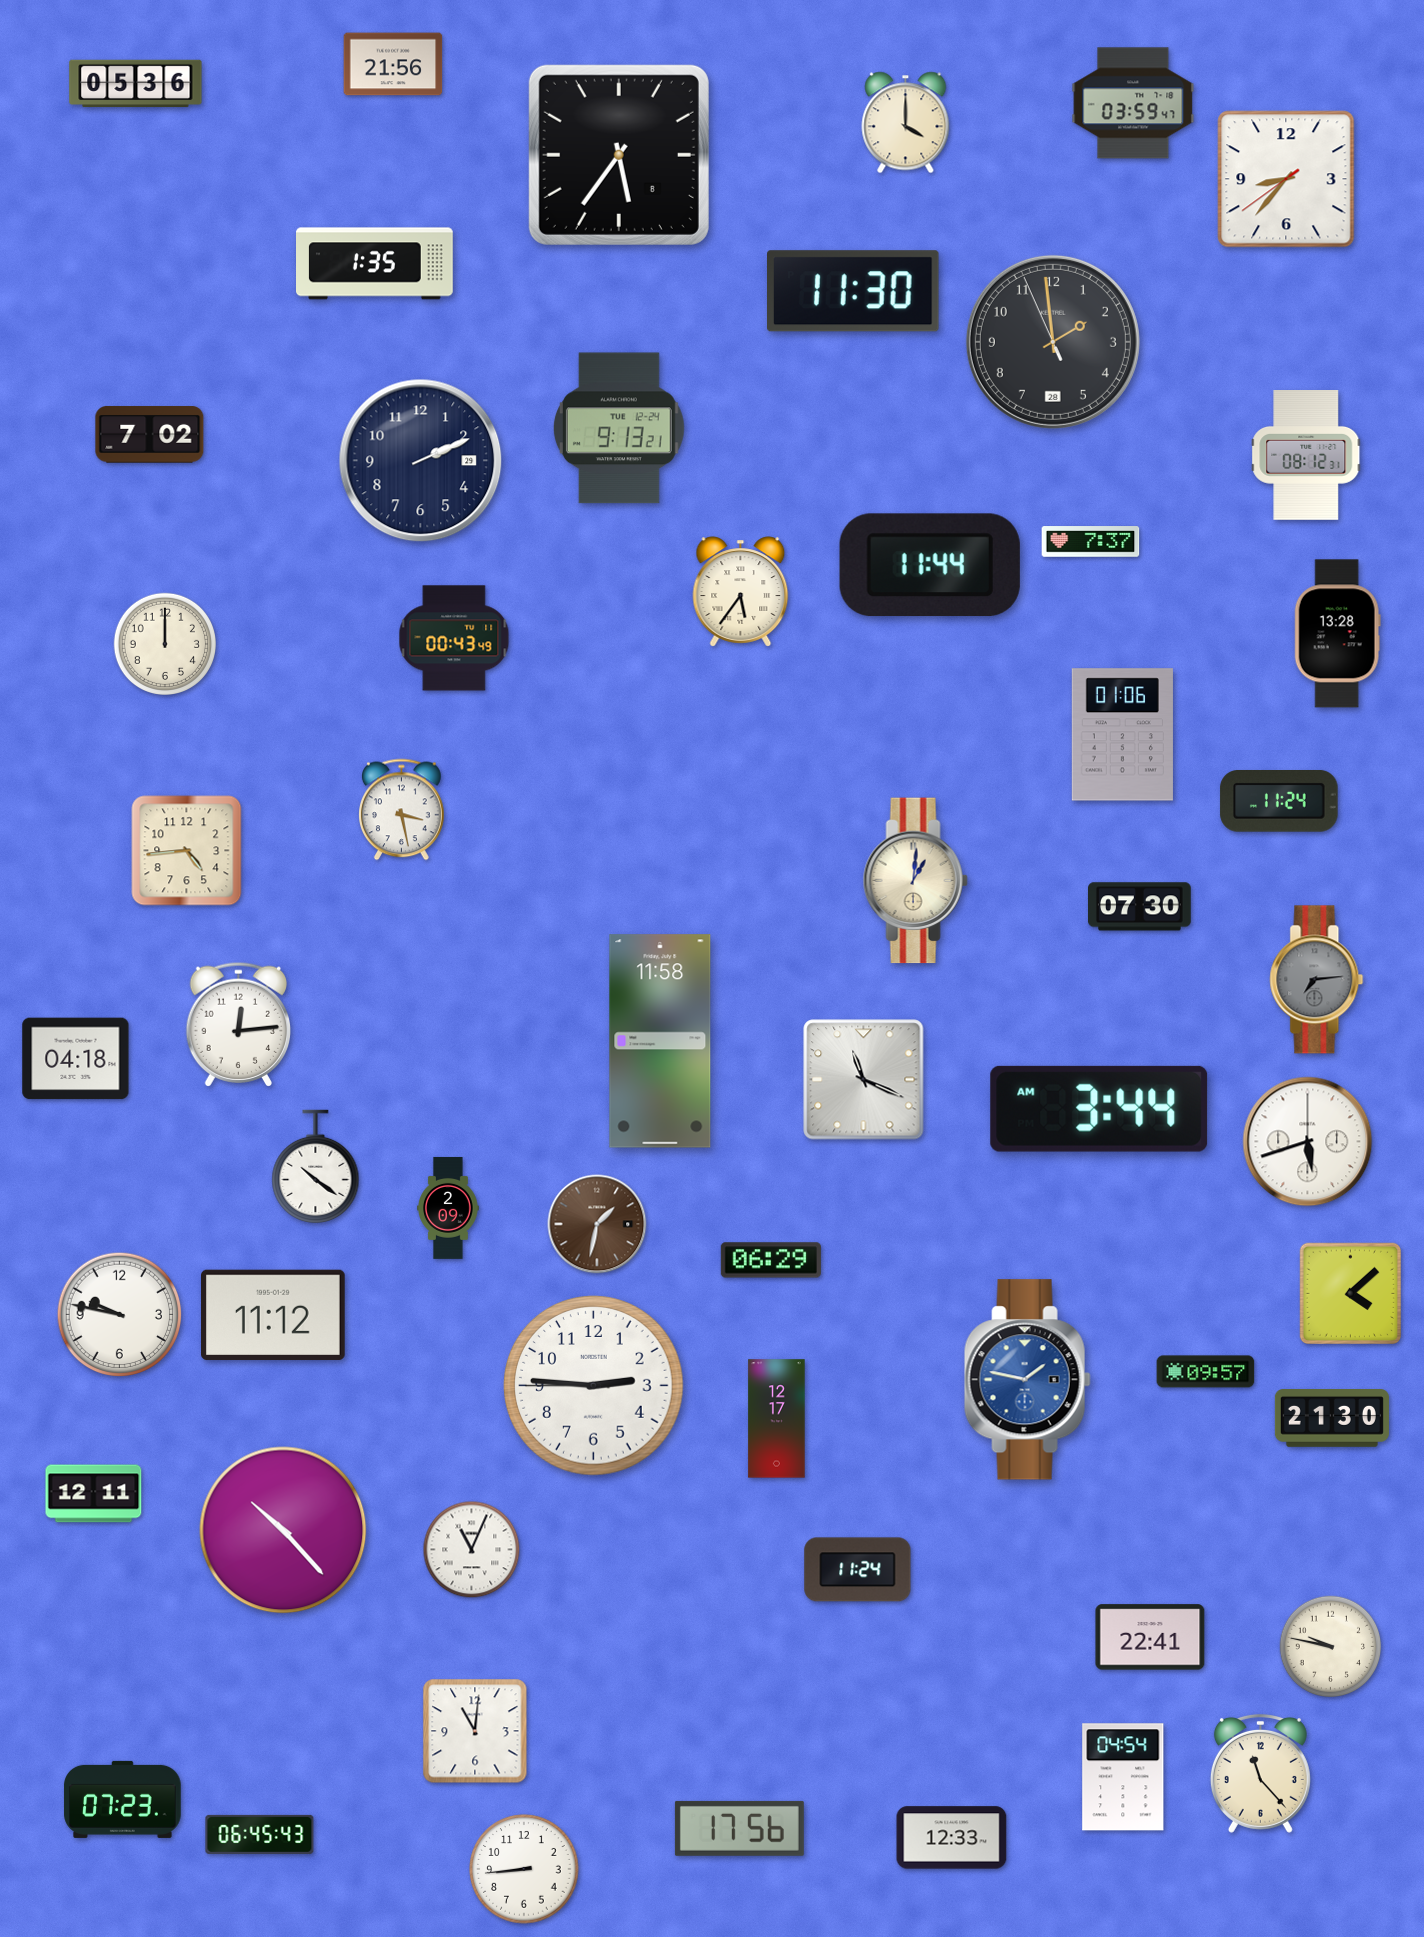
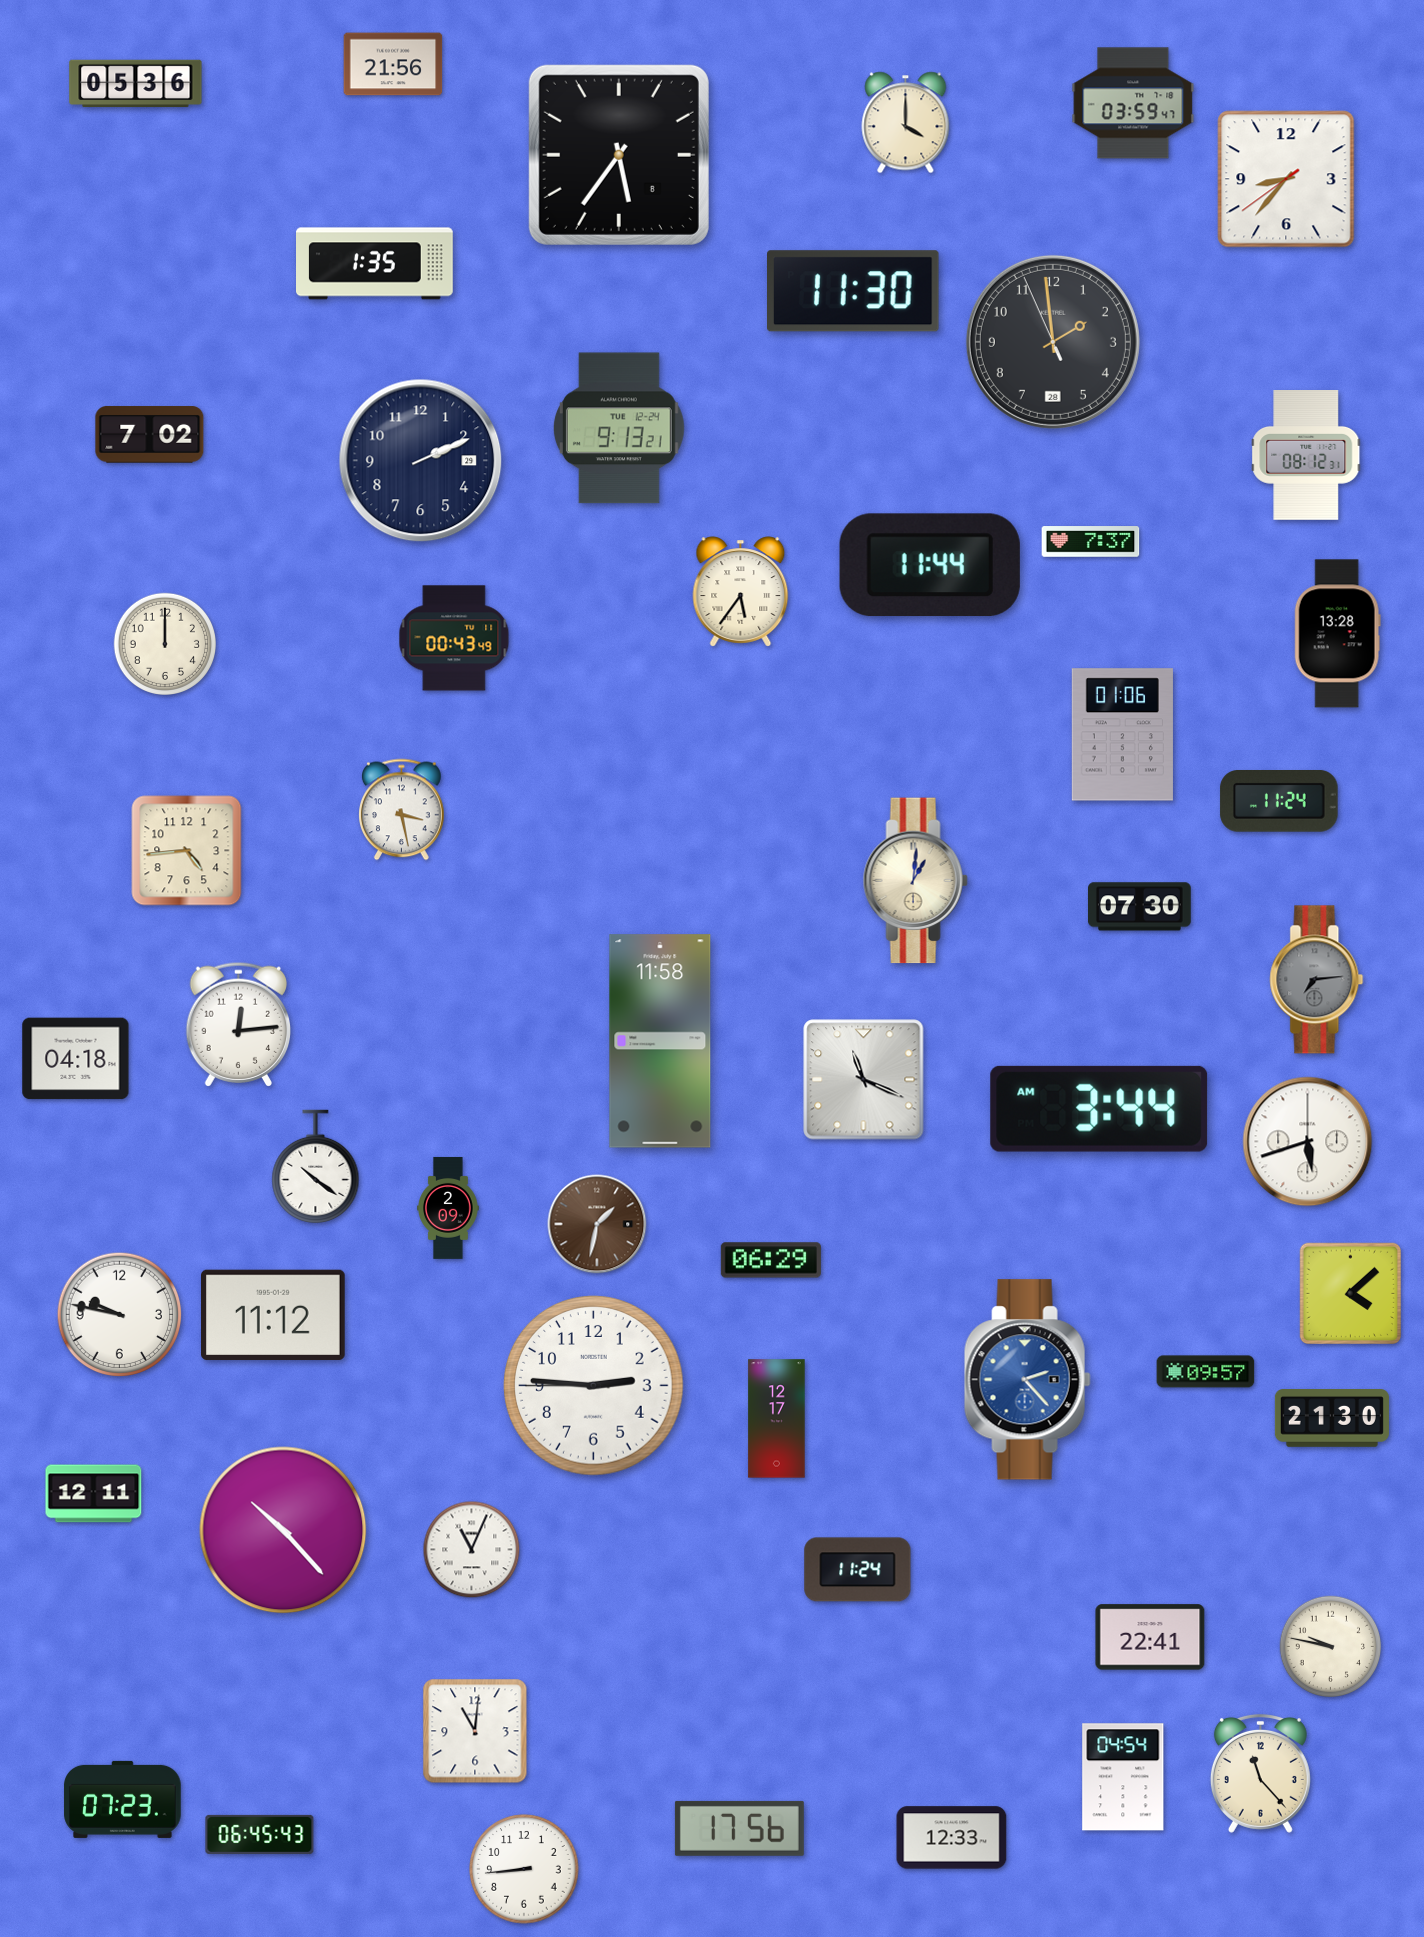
clock at (1027, 1380): 1:47 -> 2:23
